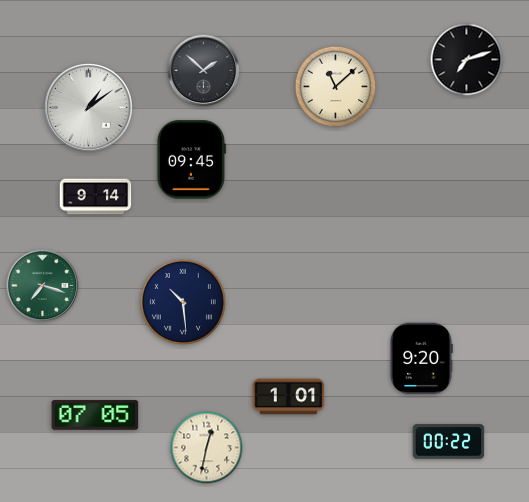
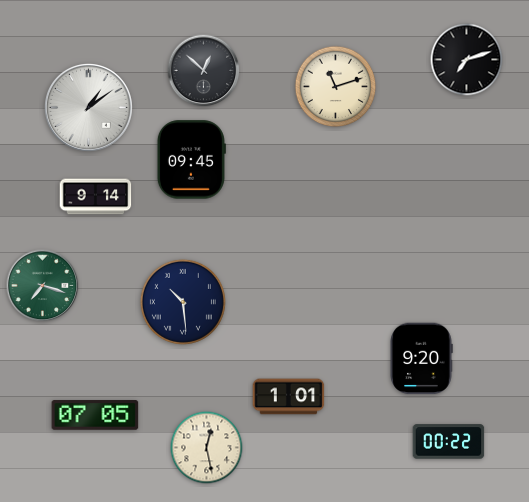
clock at (204, 71): 1:52 -> 12:52
clock at (336, 87): 11:08 -> 11:12
clock at (207, 448): 12:32 -> 12:28
